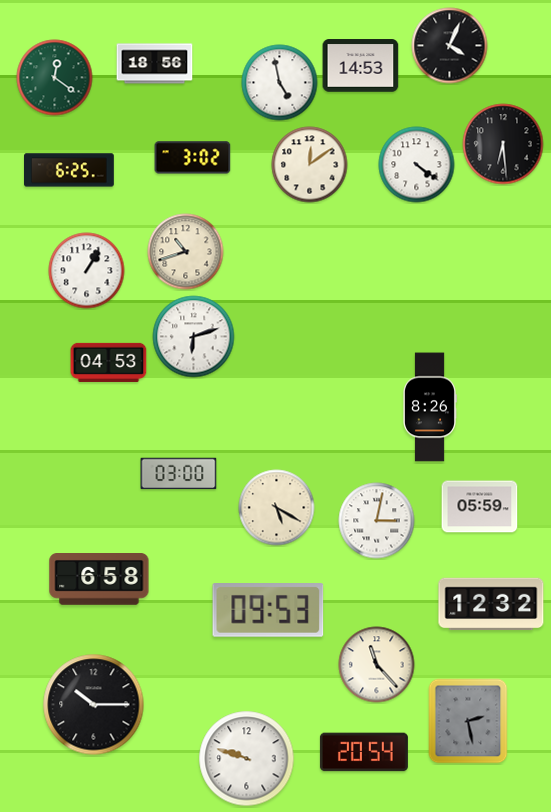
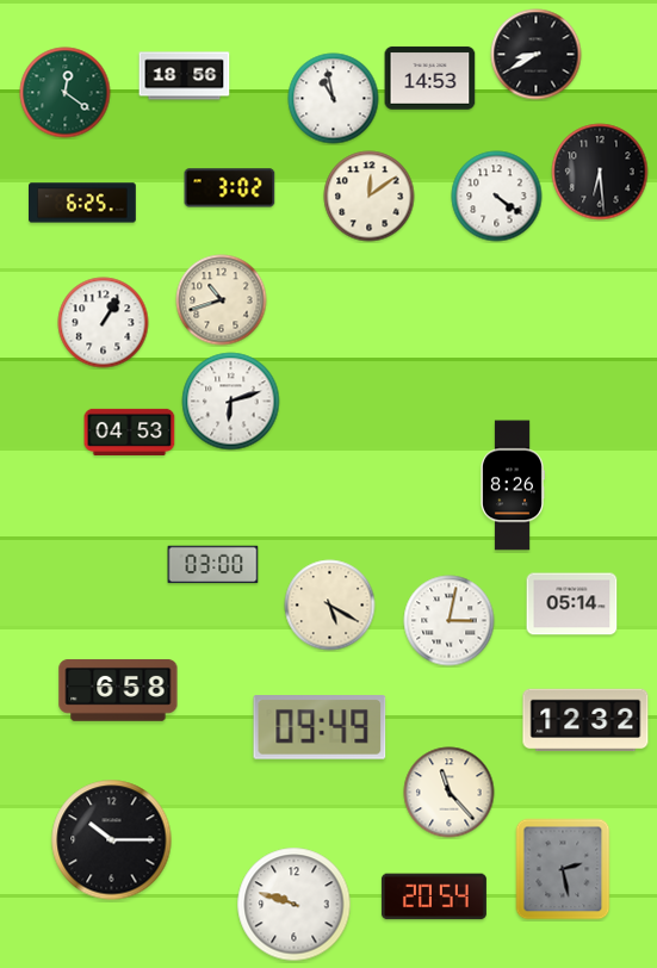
clock at (450, 46): 4:04 -> 8:40
clock at (280, 83): 4:58 -> 10:58
clock at (480, 507): 05:59 -> 05:14
clock at (268, 611): 09:53 -> 09:49
clock at (468, 721) position: (468, 721) -> (563, 869)
